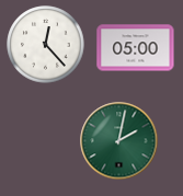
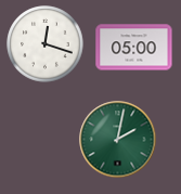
clock at (46, 45): 12:23 -> 12:18
